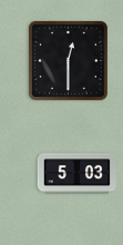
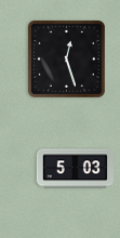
clock at (68, 60): 12:30 -> 12:27
